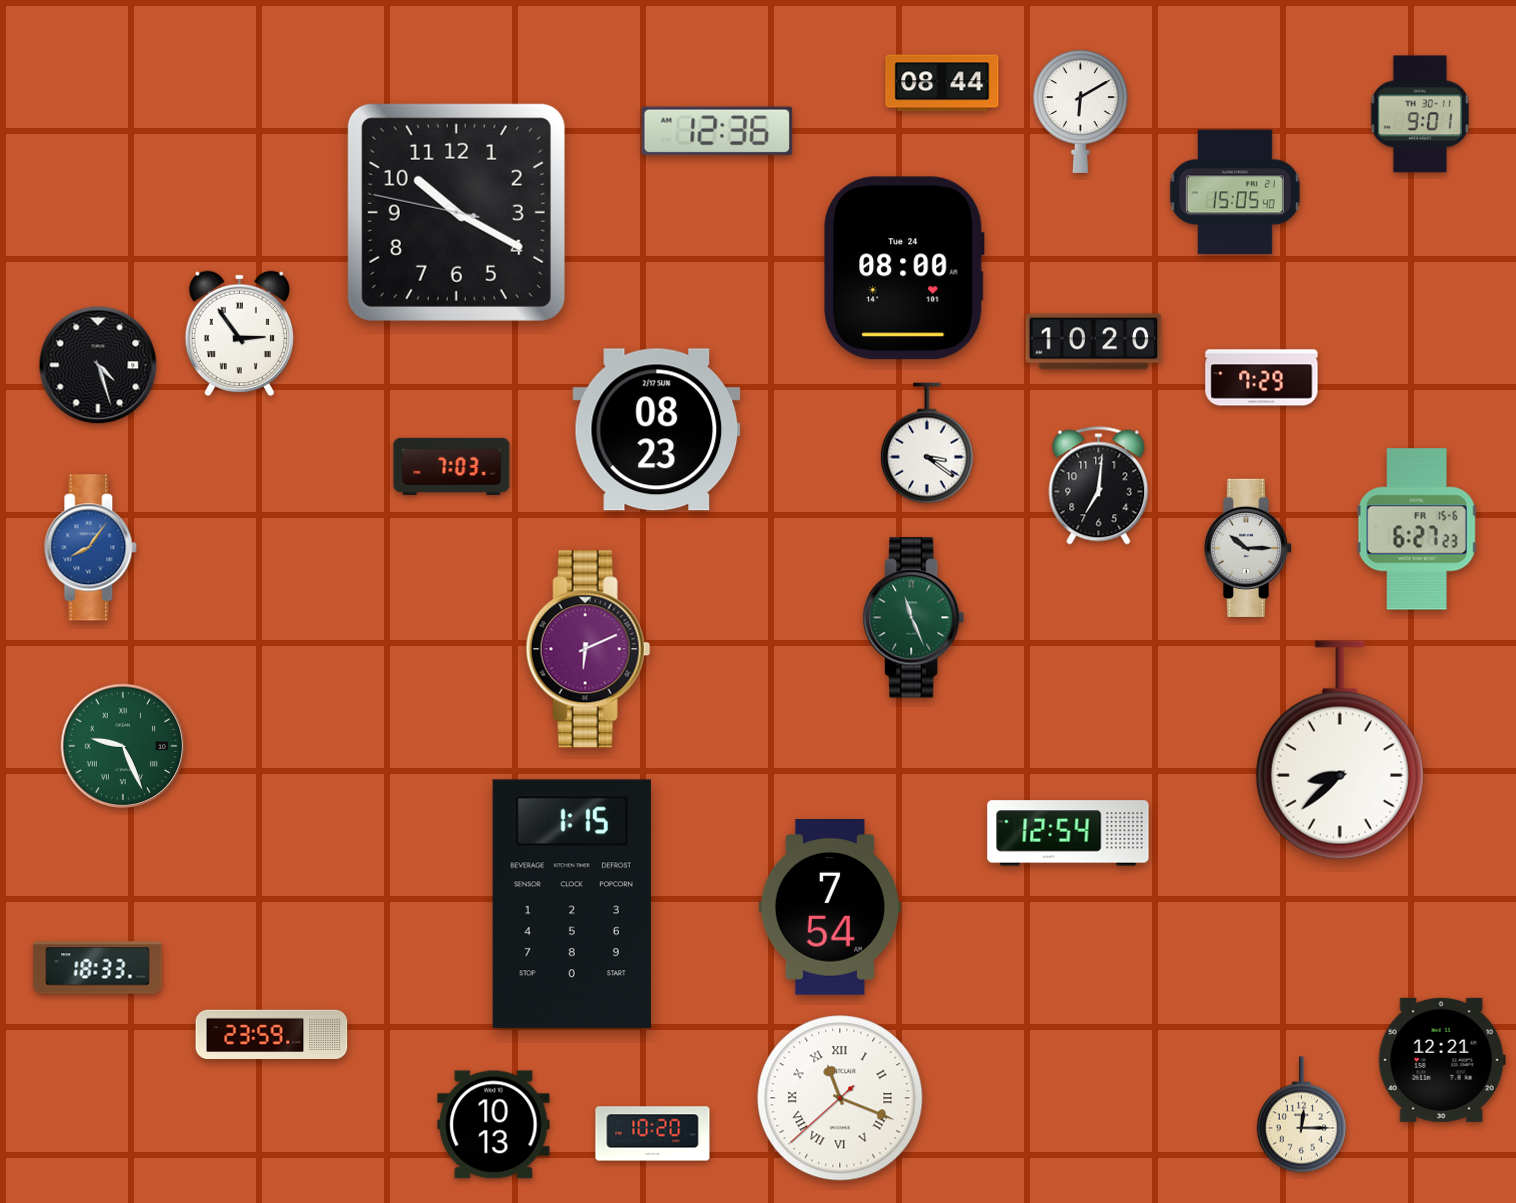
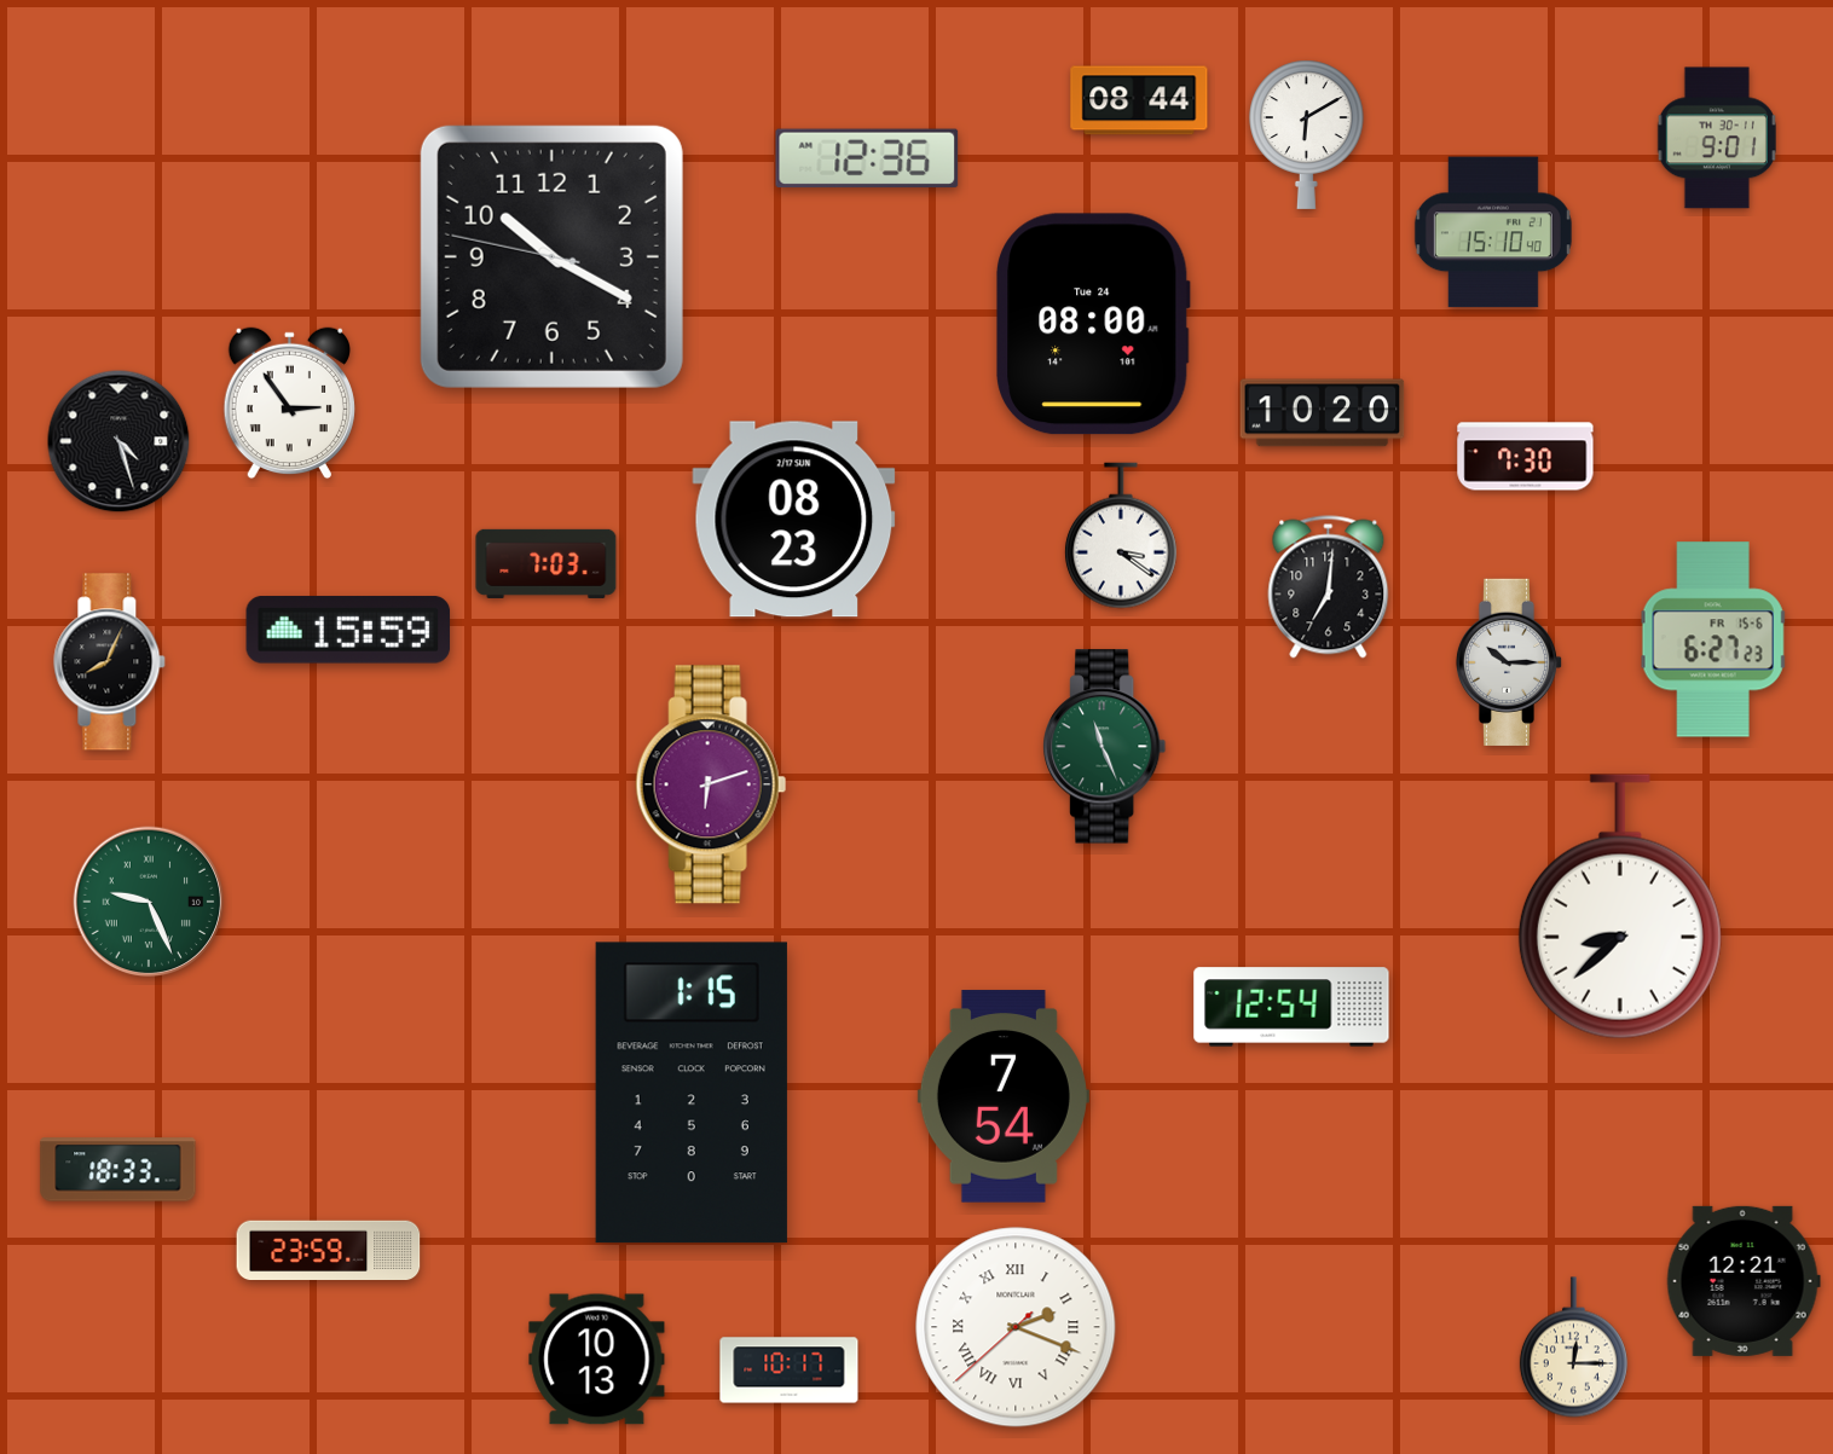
clock at (1235, 192): 15:05 -> 15:10
clock at (1262, 378): 7:29 -> 7:30
clock at (348, 630): none -> 15:59
clock at (91, 548): 8:06 -> 8:04
clock at (91, 548) dial: blue -> black
clock at (588, 649): 6:11 -> 6:12
clock at (840, 1098): 11:18 -> 2:18
clock at (653, 1134): 10:20 -> 10:17
